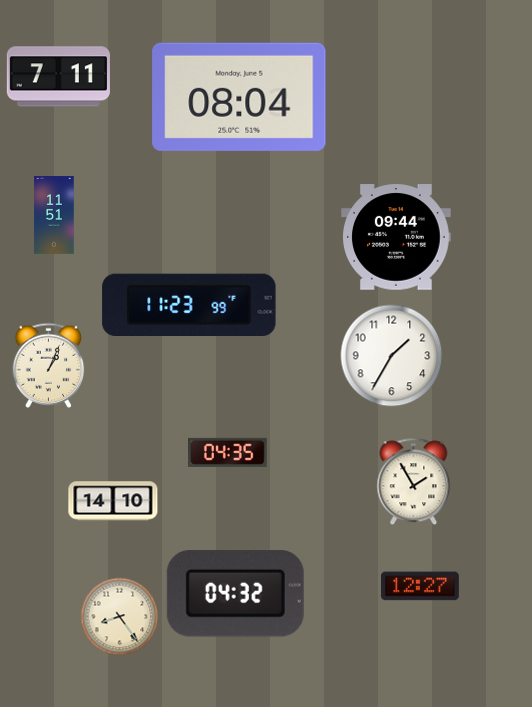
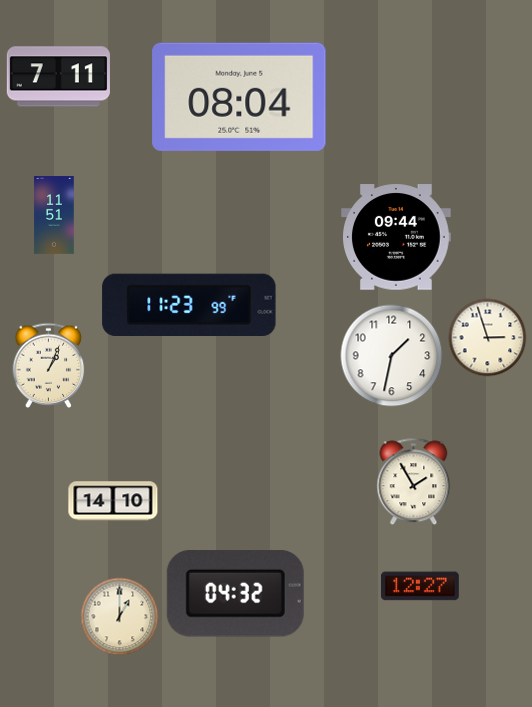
clock at (488, 338): none -> 2:57
clock at (392, 356): 1:35 -> 1:32
clock at (228, 452): 04:35 -> none
clock at (120, 617): 8:24 -> 1:00
